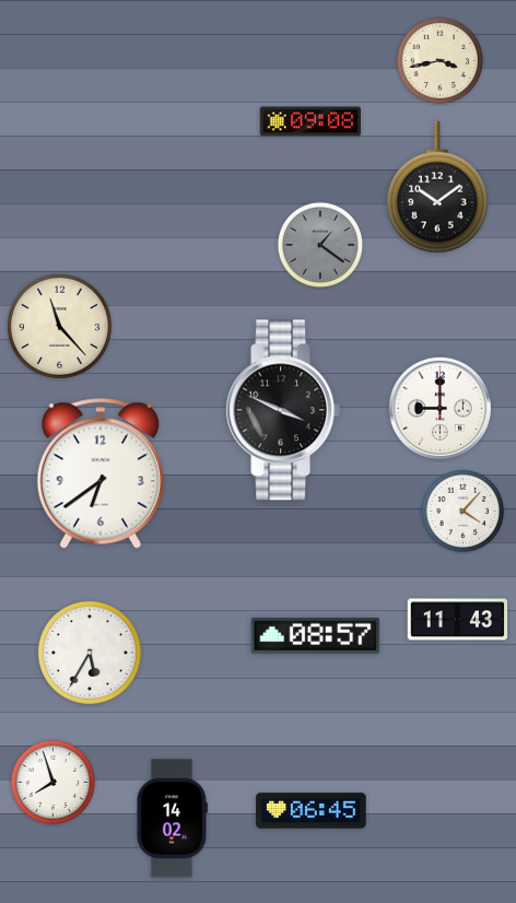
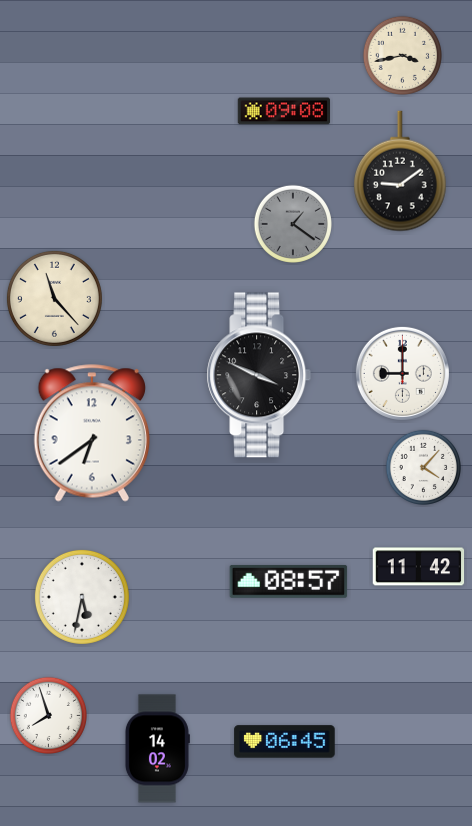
clock at (438, 187): 10:09 -> 9:09
clock at (458, 620): 11:43 -> 11:42
clock at (90, 653): 5:35 -> 5:32
